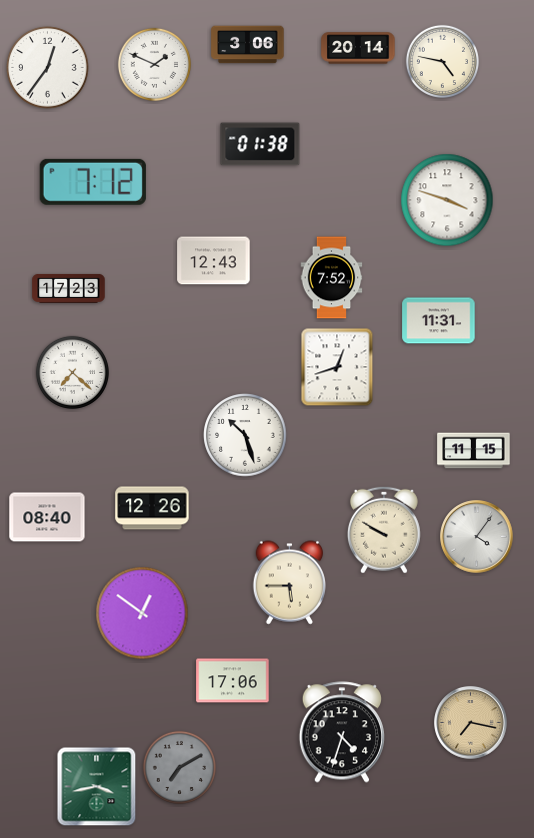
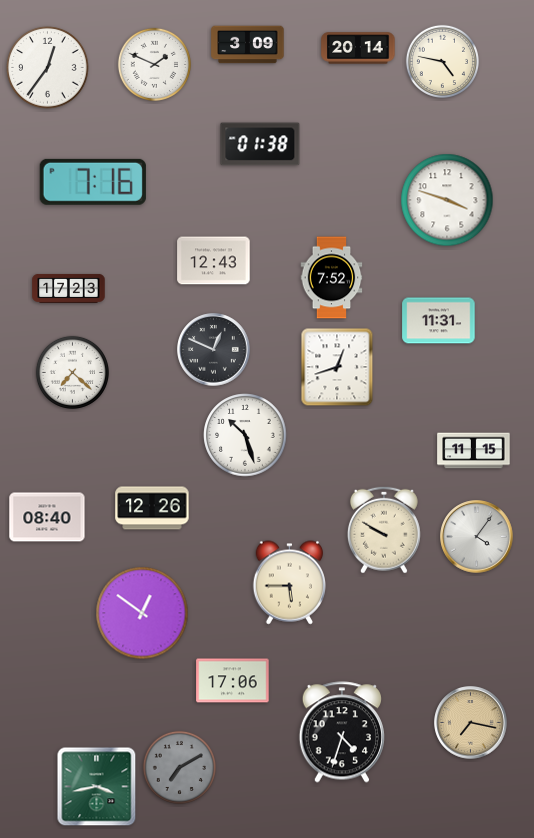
clock at (248, 45): 3:06 -> 3:09
clock at (93, 182): 7:12 -> 7:16
clock at (214, 350): none -> 12:49
